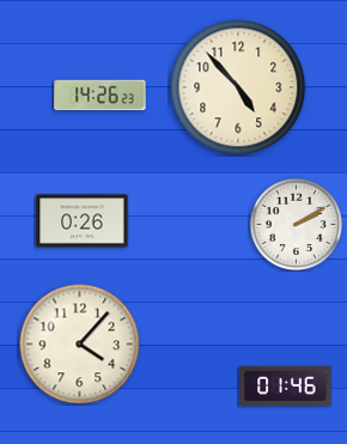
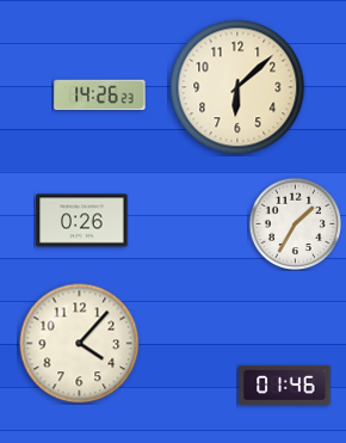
clock at (238, 87): 4:53 -> 6:08
clock at (296, 224): 2:10 -> 1:35
